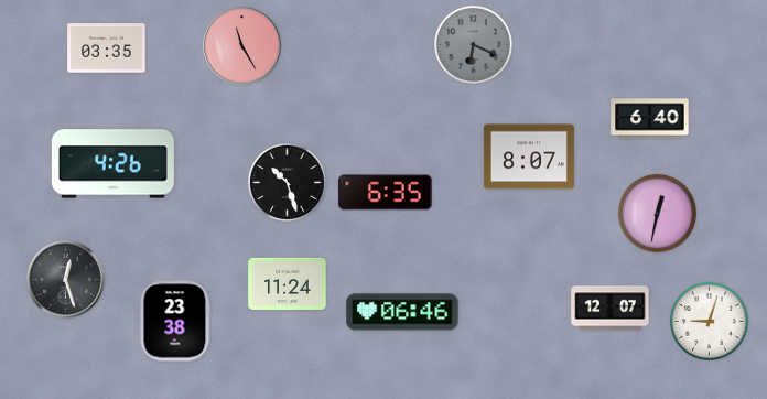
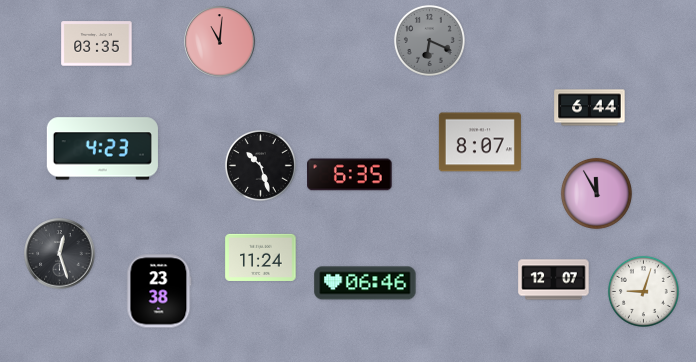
clock at (242, 46): 11:25 -> 11:01
clock at (650, 119): 6:40 -> 6:44
clock at (112, 164): 4:26 -> 4:23
clock at (657, 213): 12:32 -> 11:55
